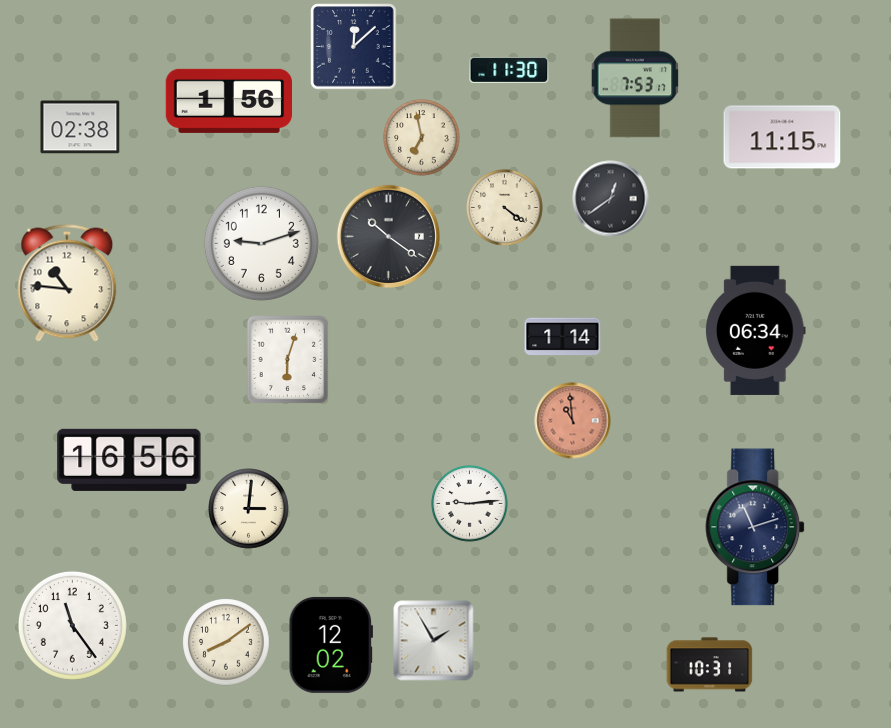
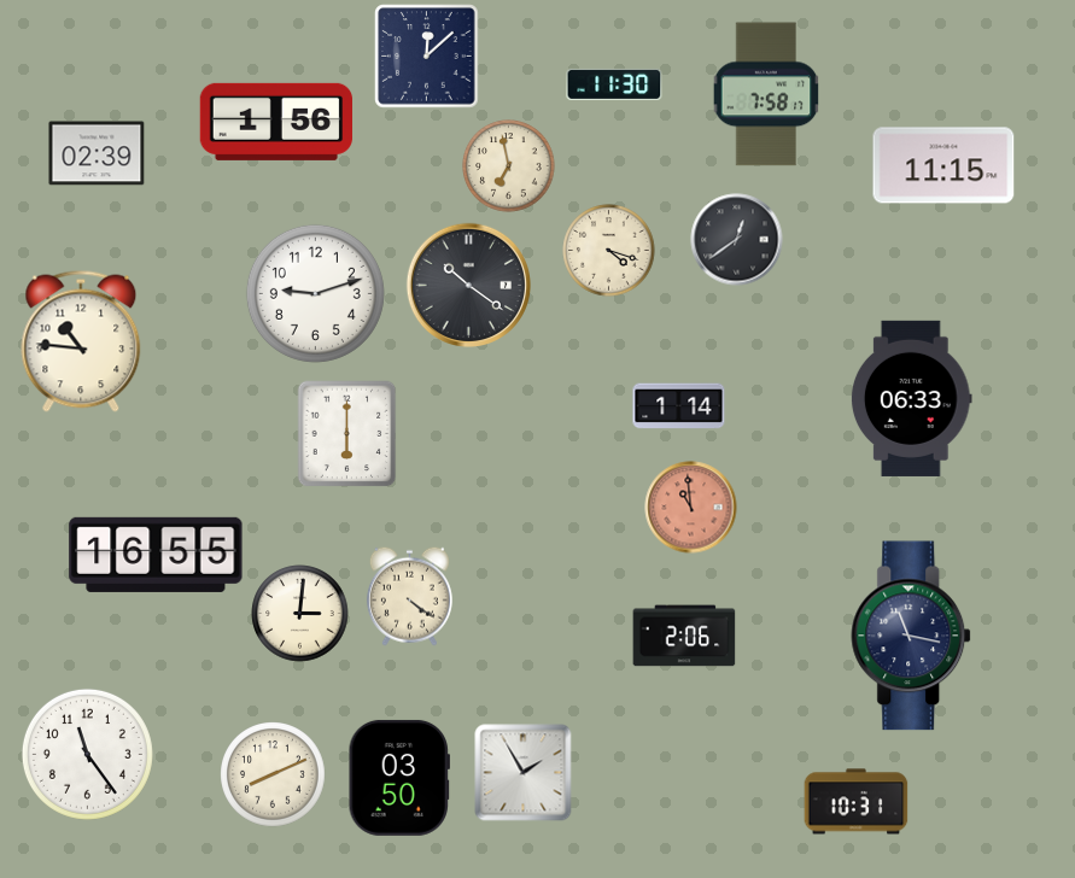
clock at (635, 78): 7:53 -> 7:58
clock at (80, 127): 02:38 -> 02:39
clock at (505, 208): 4:21 -> 4:18
clock at (755, 330): 06:34 -> 06:33
clock at (288, 360): 6:03 -> 6:00
clock at (129, 460): 16:56 -> 16:55
clock at (409, 596): none -> 4:21
clock at (470, 504): 9:14 -> none
clock at (684, 636): none -> 2:06
clock at (756, 527): 11:12 -> 11:17
clock at (226, 642): 8:09 -> 8:11
clock at (330, 645): 12:02 -> 03:50
